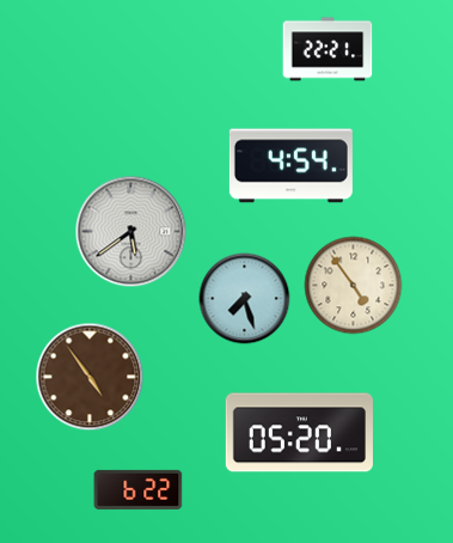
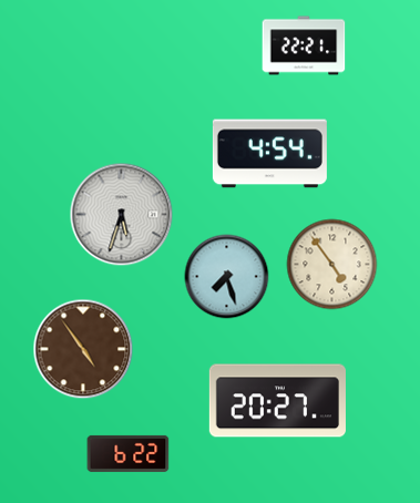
clock at (131, 232): 5:39 -> 5:33
clock at (354, 286) position: (354, 286) -> (332, 265)
clock at (299, 433): 05:20 -> 20:27
